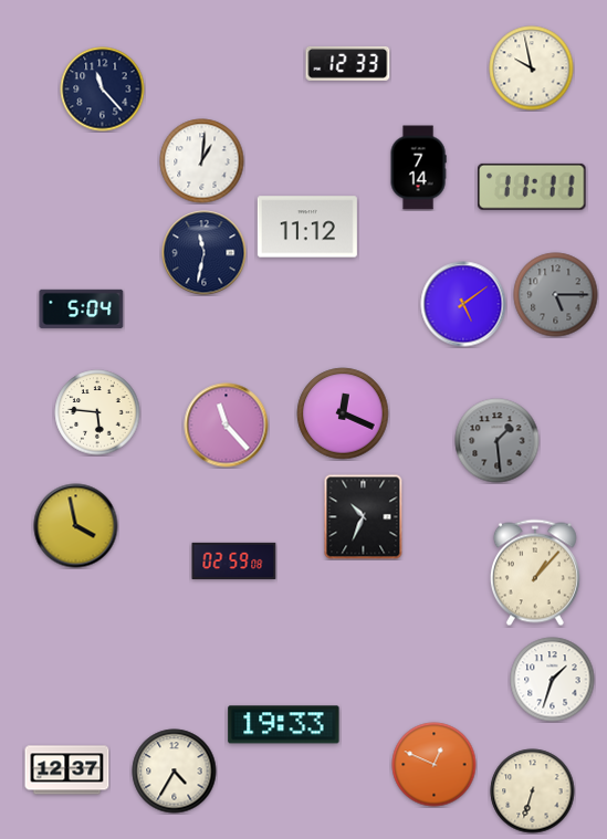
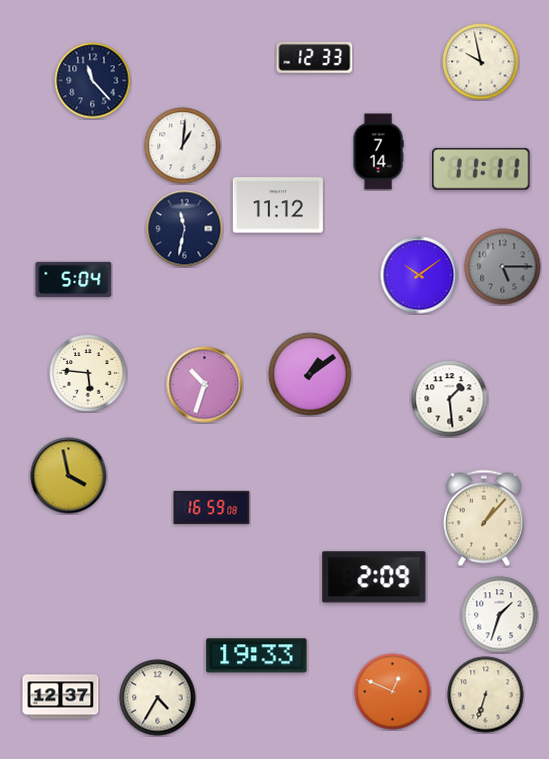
clock at (463, 304): 5:09 -> 10:09
clock at (343, 413): 12:19 -> 1:09
clock at (227, 426): 11:23 -> 10:33
clock at (498, 441) dial: grey -> white
clock at (364, 517): 10:34 -> none
clock at (234, 560): 02:59 -> 16:59
clock at (374, 577): none -> 2:09
clock at (533, 791) position: (533, 791) -> (486, 695)
